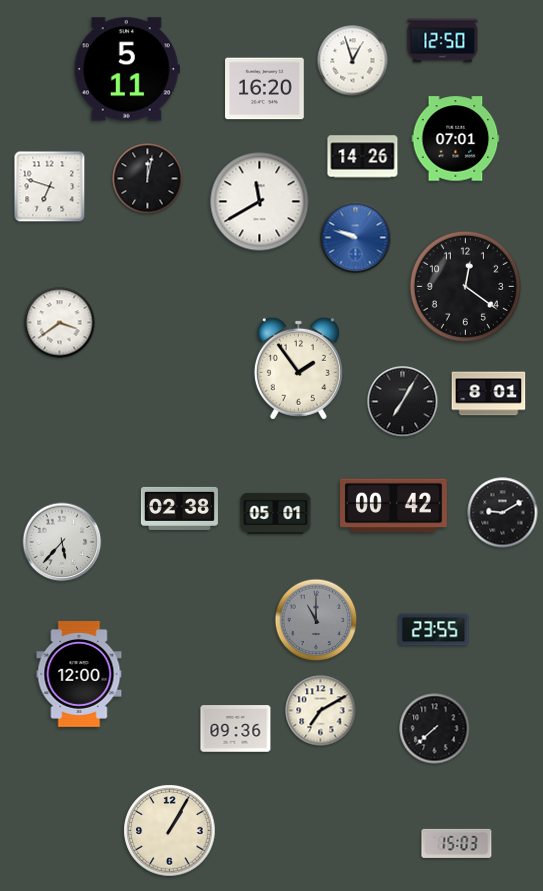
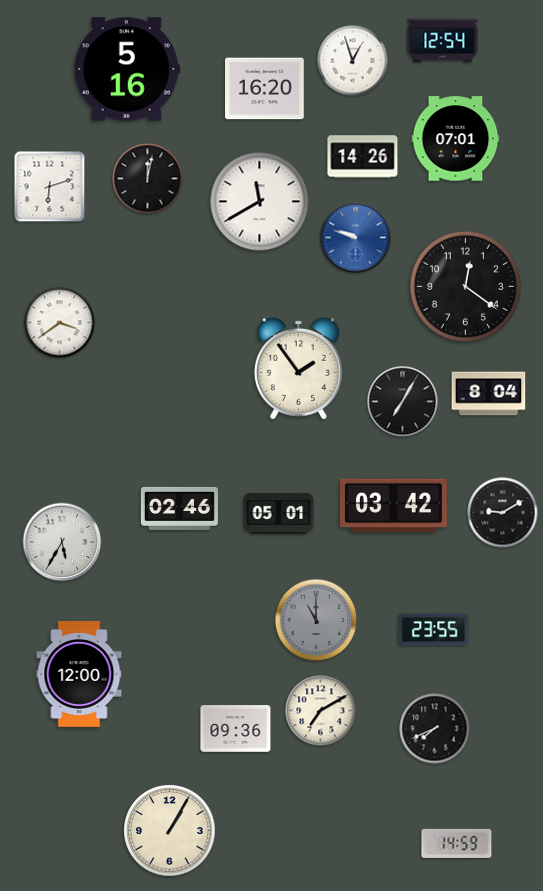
clock at (443, 41): 12:50 -> 12:54
clock at (127, 69): 5:11 -> 5:16
clock at (50, 187): 6:48 -> 6:12
clock at (489, 394): 8:01 -> 8:04
clock at (394, 506): 00:42 -> 03:42
clock at (179, 508): 02:38 -> 02:46
clock at (276, 513) position: (276, 513) -> (279, 513)
clock at (62, 542): 5:37 -> 5:35
clock at (435, 729): 7:38 -> 7:41
clock at (457, 843): 15:03 -> 14:59
